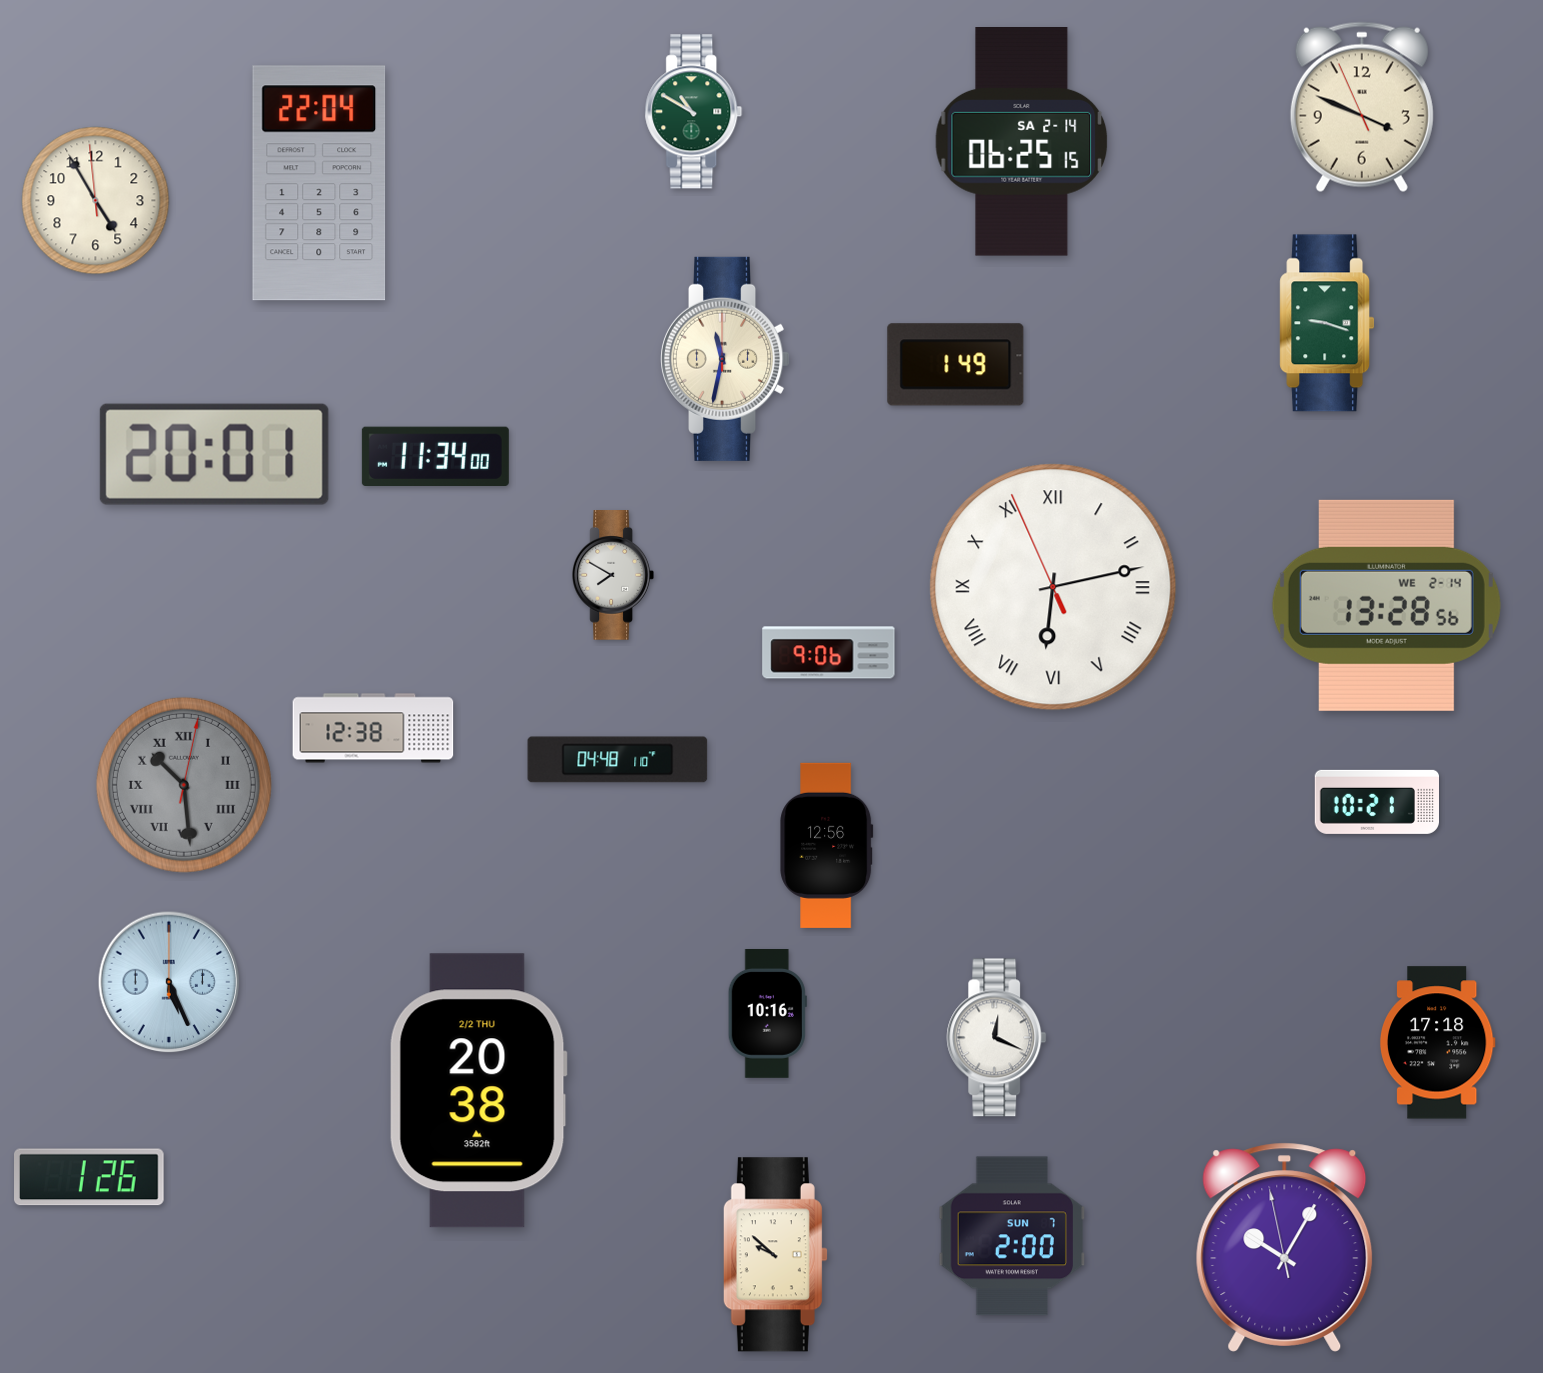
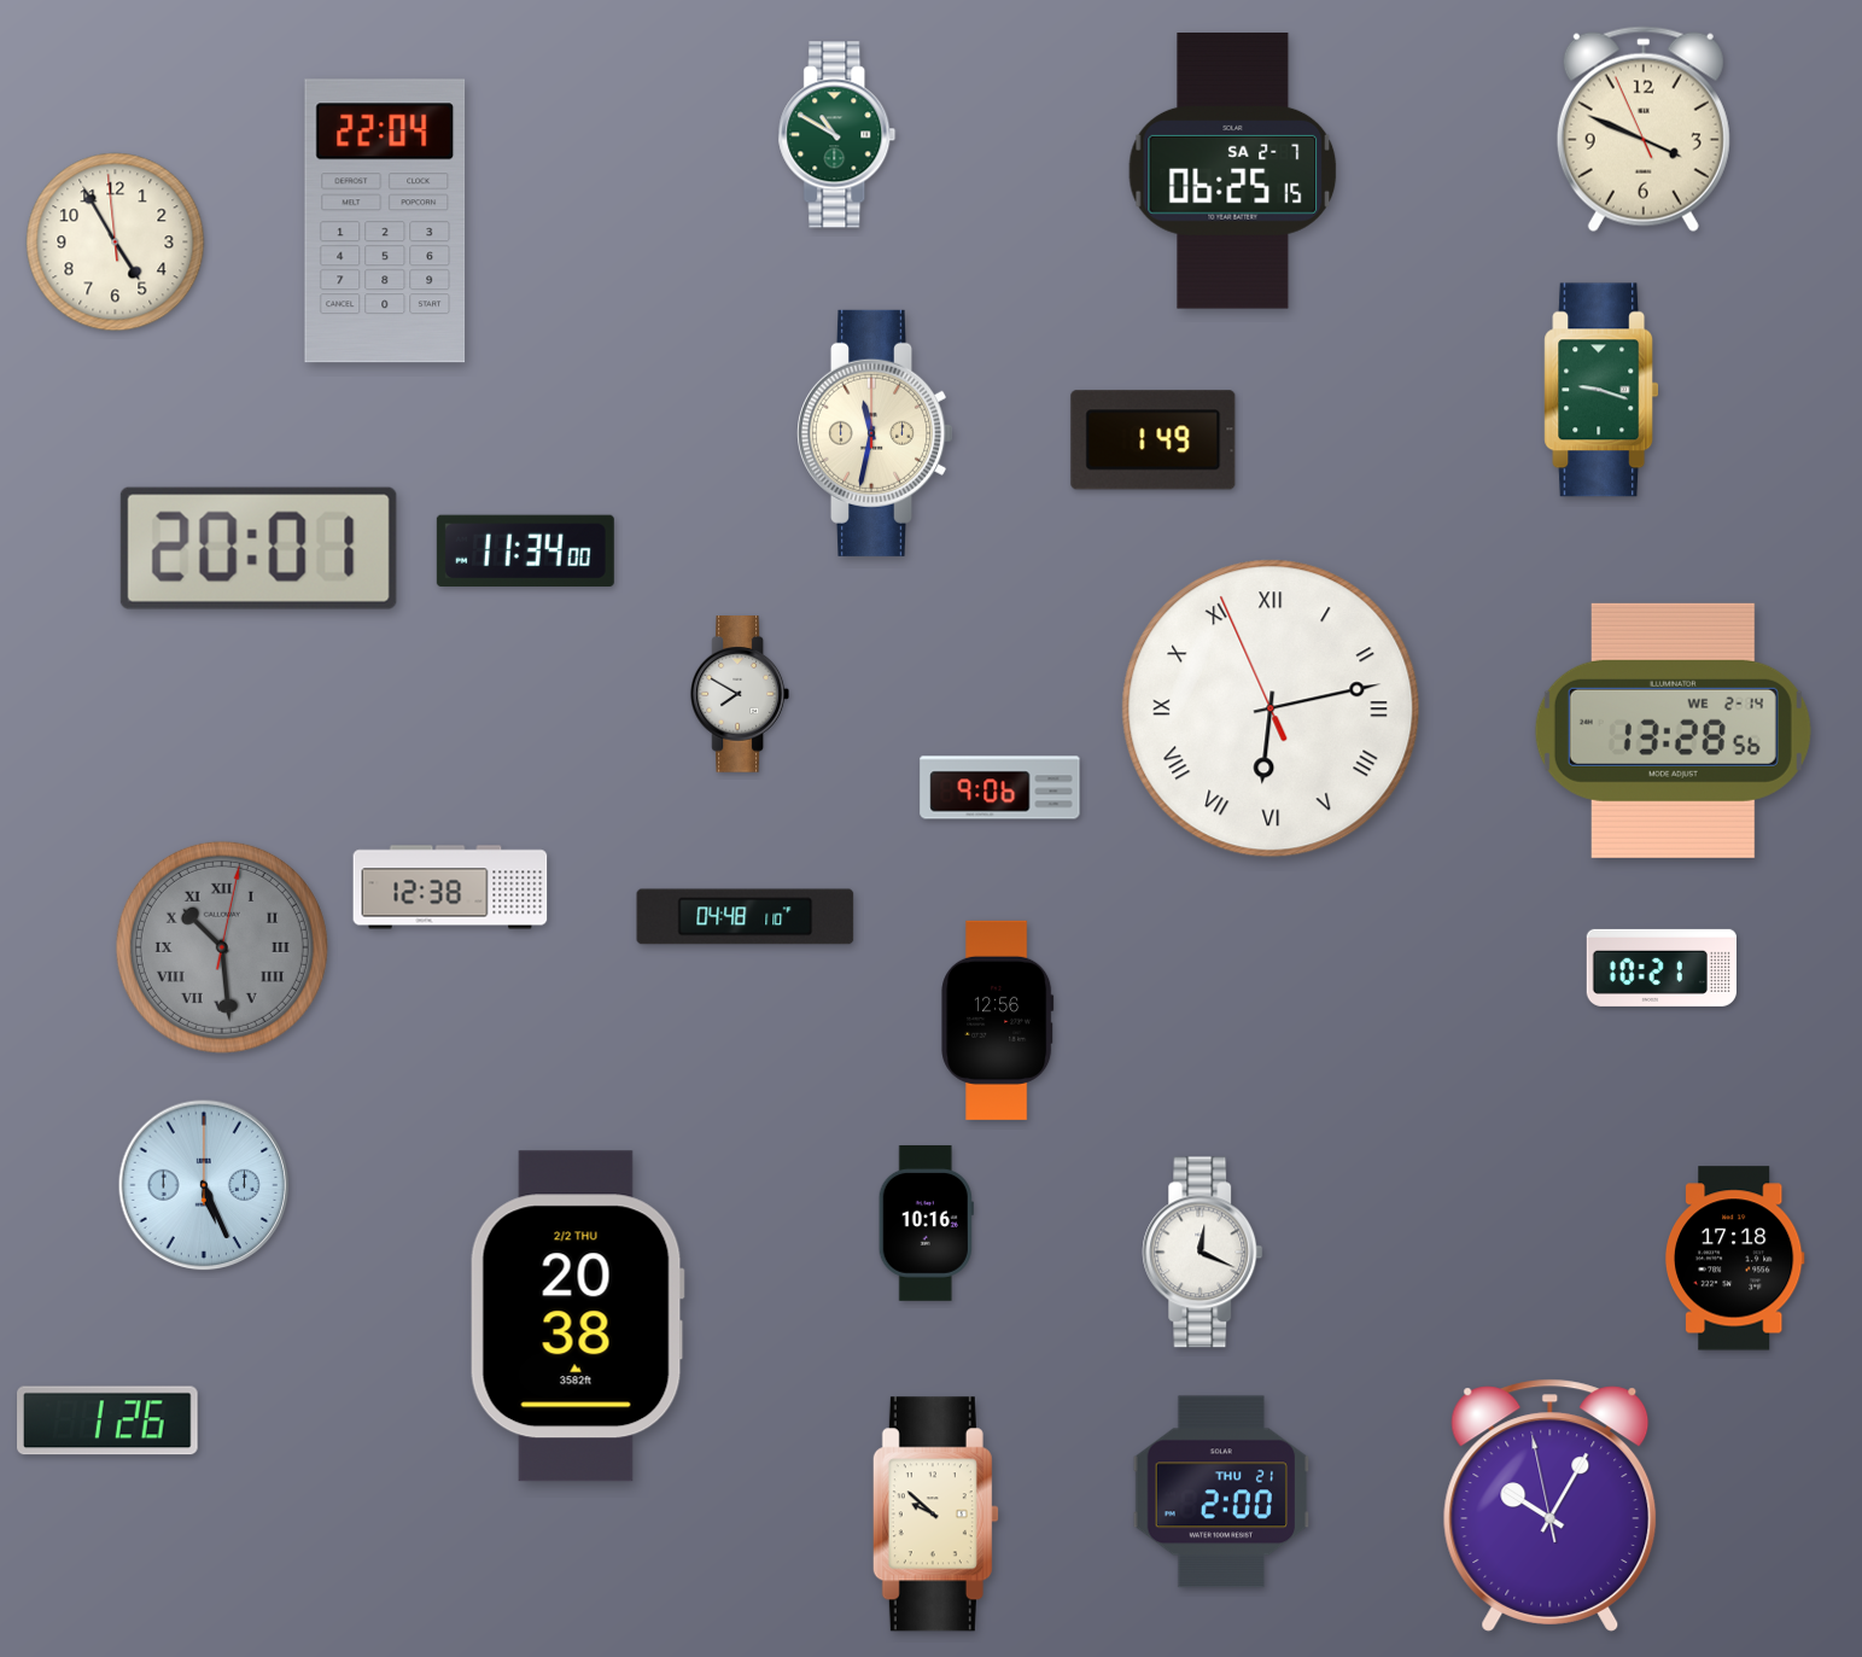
clock at (1022, 142) date: SA 2-14 -> SA 2-7
clock at (373, 728) position: (373, 728) -> (450, 887)
clock at (1012, 1236) date: SUN 7 -> THU 21
